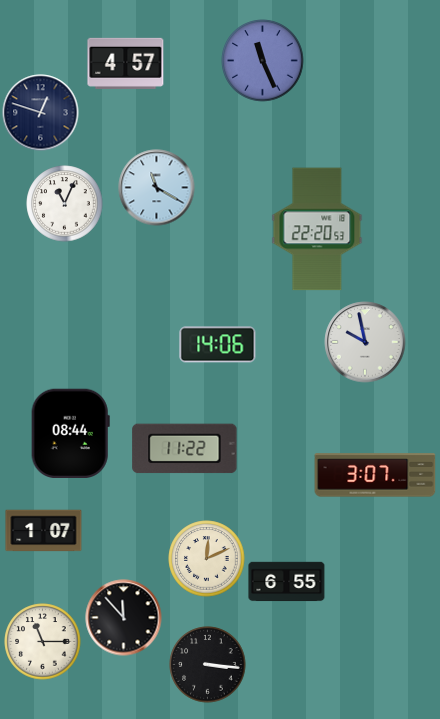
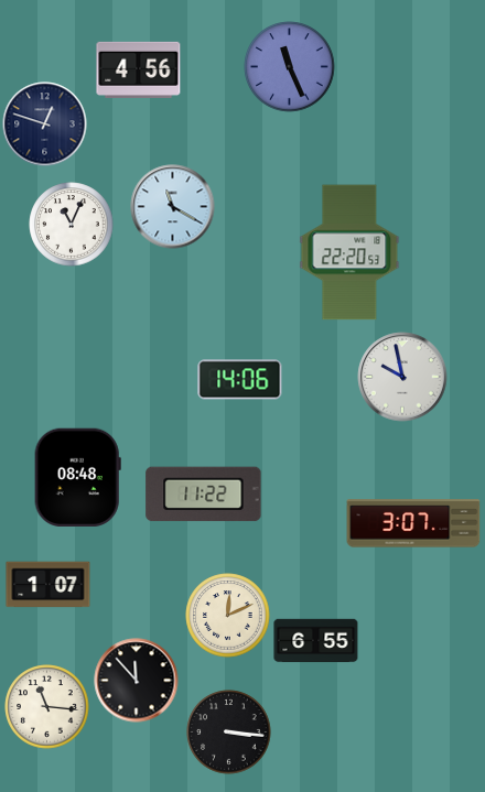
clock at (126, 63): 4:57 -> 4:56
clock at (70, 433): 08:44 -> 08:48
clock at (43, 642): 11:15 -> 11:16
